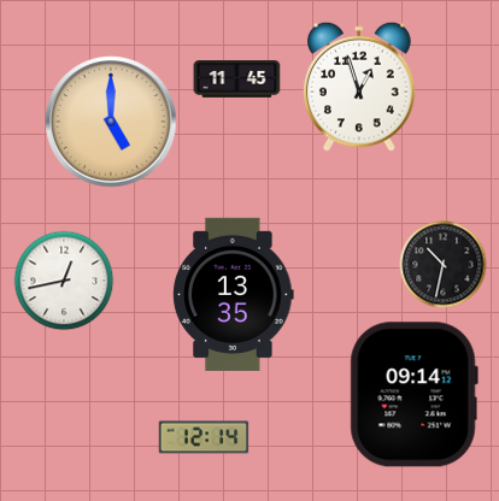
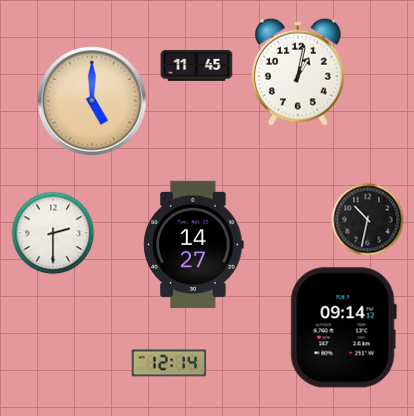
clock at (360, 87): 12:57 -> 1:02
clock at (64, 281): 12:43 -> 2:30
clock at (234, 294): 13:35 -> 14:27
